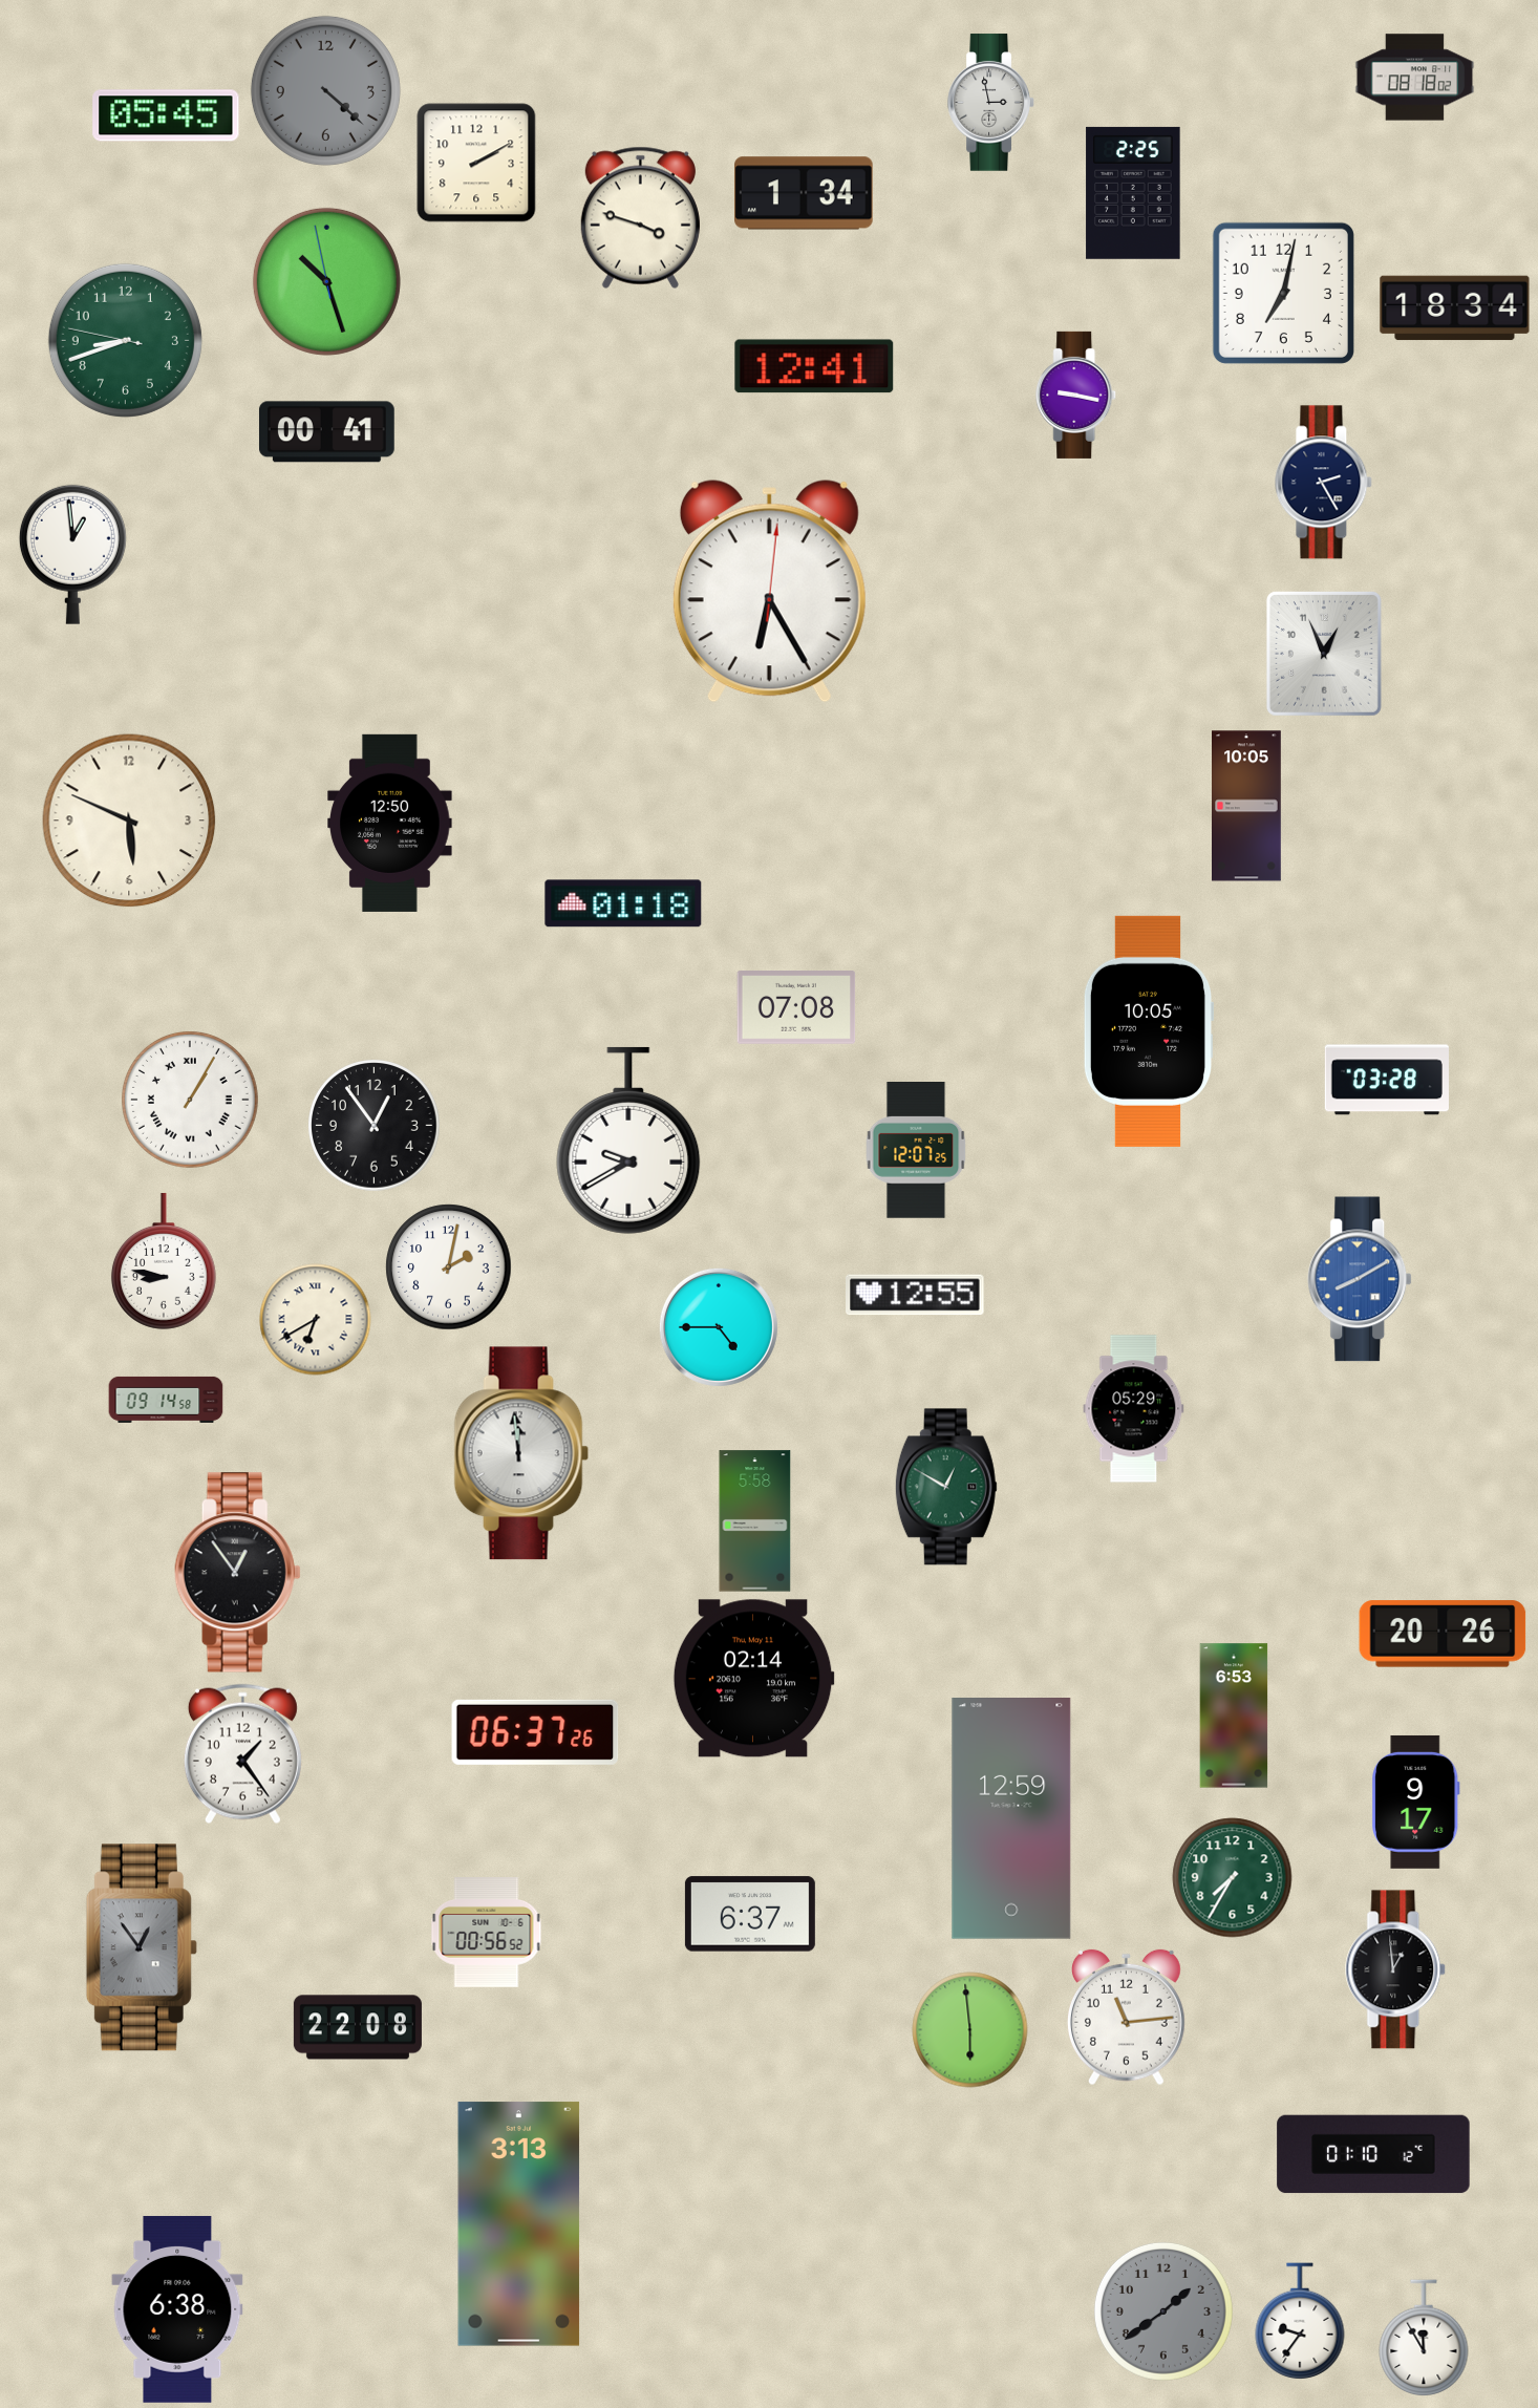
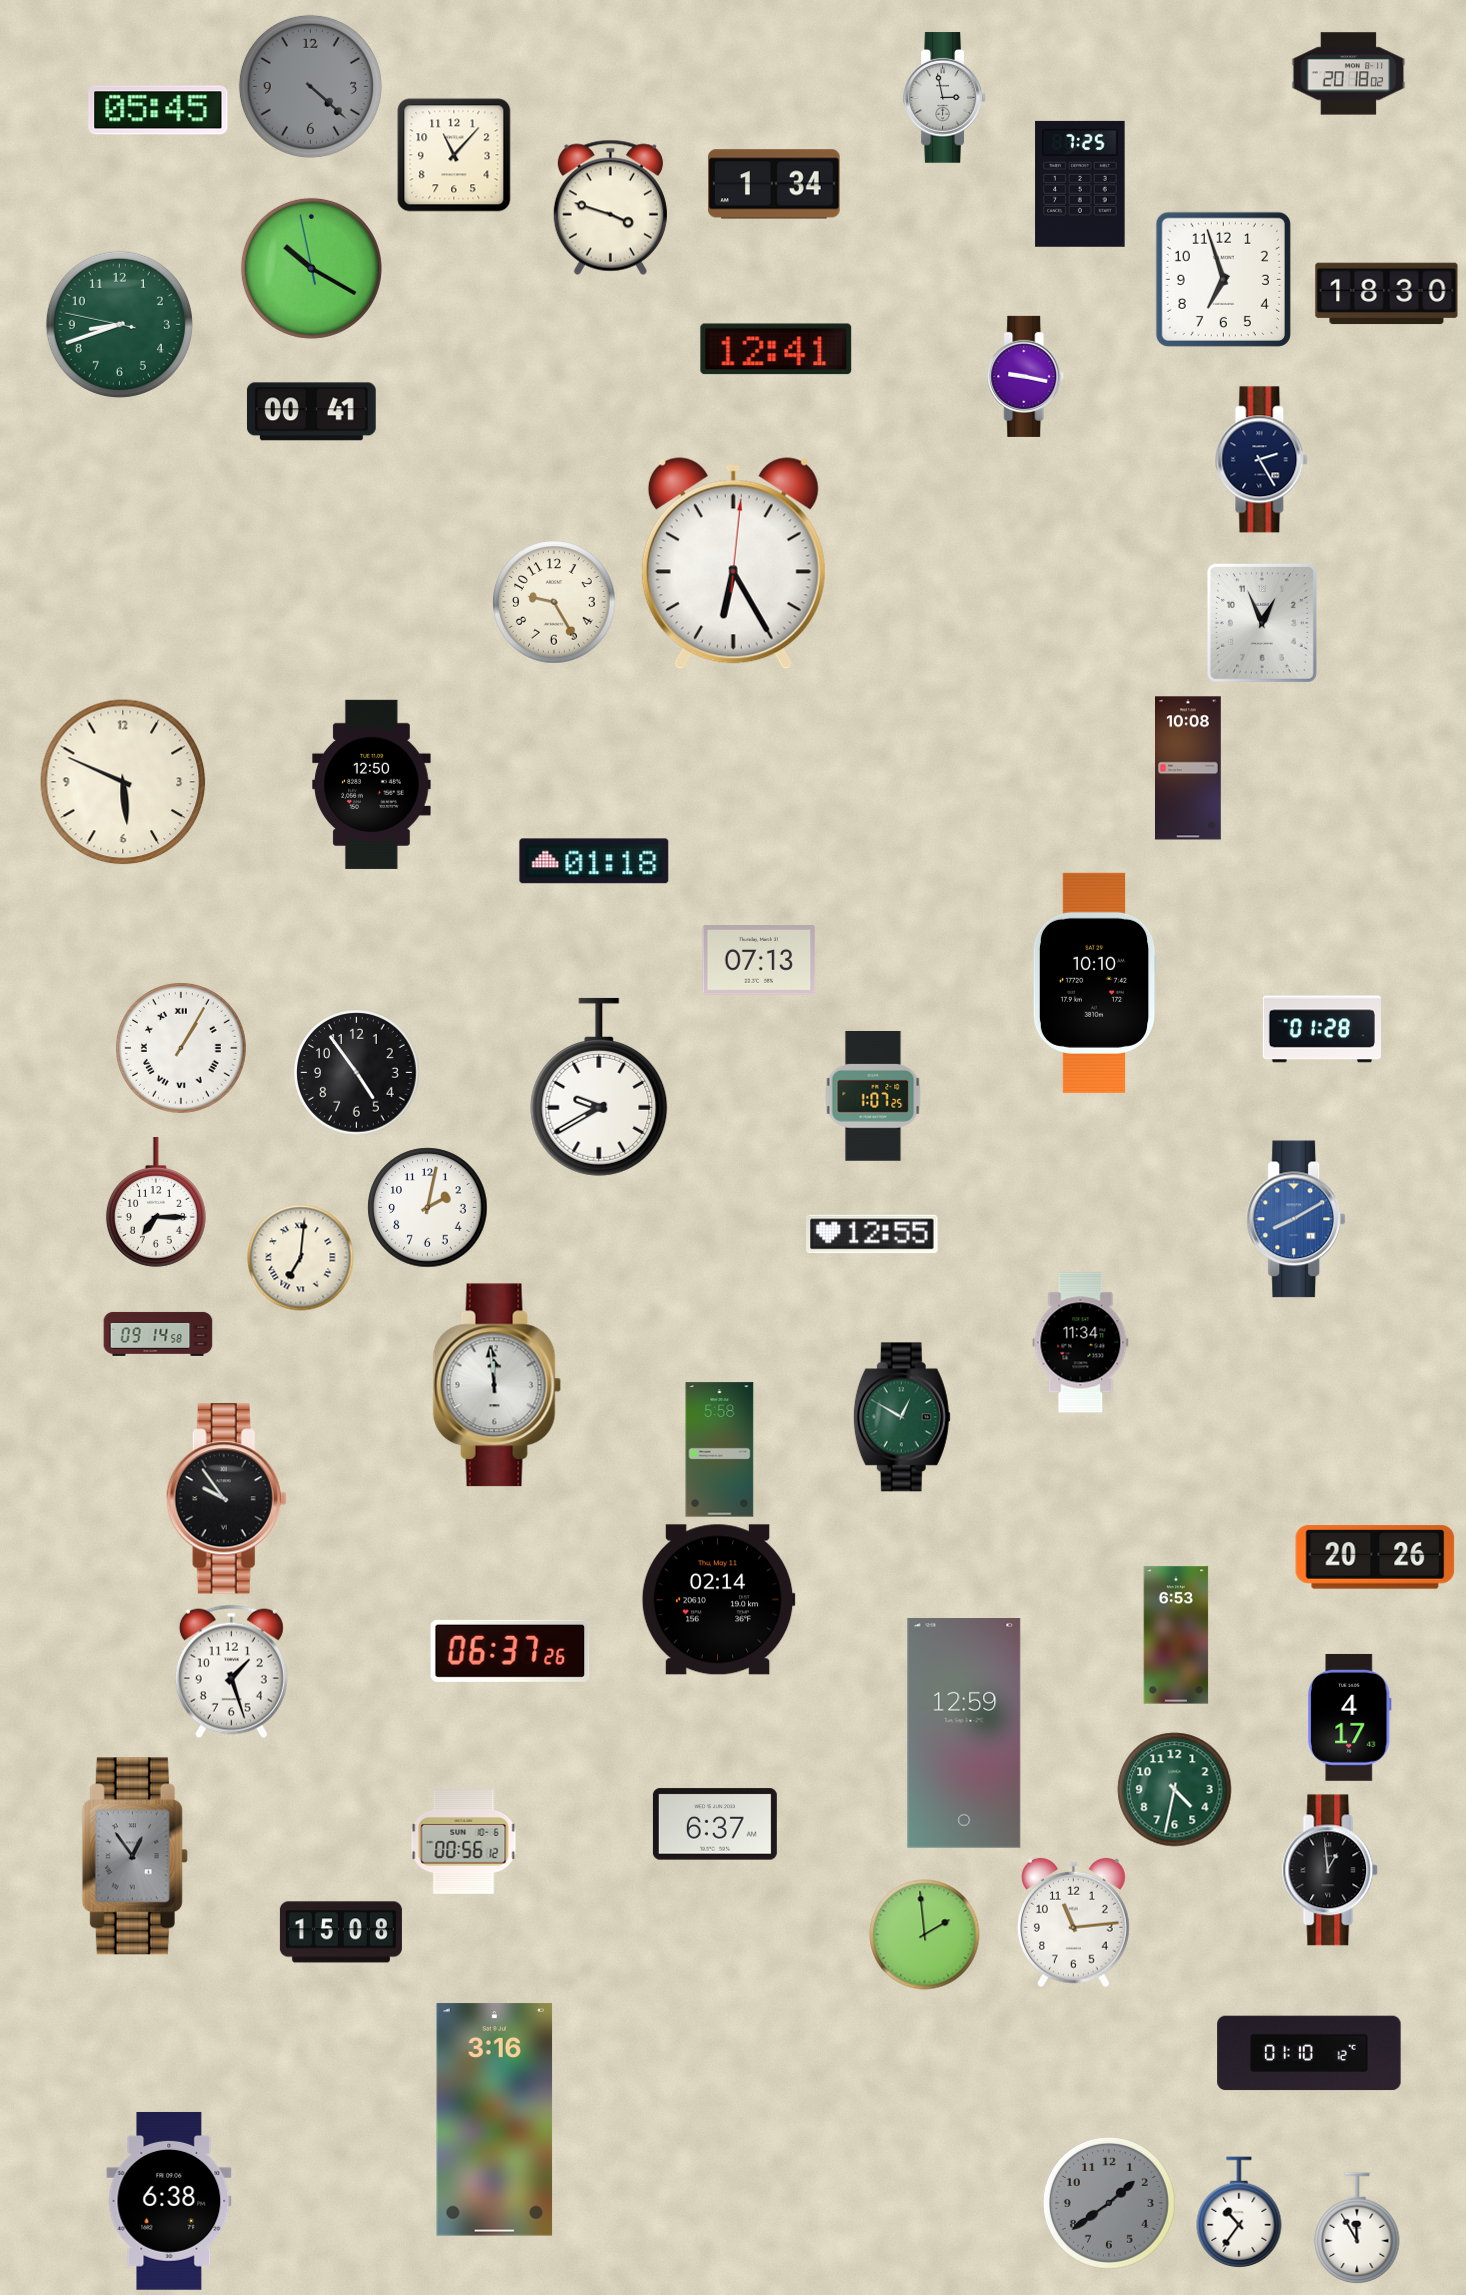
clock at (1415, 78): 08:18 -> 20:18
clock at (476, 163): 2:10 -> 11:07
clock at (804, 193) position: (804, 193) -> (774, 184)
clock at (1133, 193): 2:25 -> 7:25
clock at (326, 281): 10:26 -> 10:19
clock at (1283, 293): 7:02 -> 6:57
clock at (1455, 308): 18:34 -> 18:30
clock at (72, 554): 12:59 -> none
clock at (554, 602): none -> 9:25
clock at (1247, 806): 10:05 -> 10:08
clock at (796, 1008): 07:08 -> 07:13
clock at (1149, 1031): 10:05 -> 10:10
clock at (1387, 1080): 03:28 -> 01:28
clock at (375, 1126): 12:54 -> 4:54
clock at (916, 1150): 12:07 -> 1:07
clock at (164, 1262): 8:47 -> 7:15
clock at (316, 1320): 6:40 -> 7:01
clock at (719, 1327): 4:45 -> none
clock at (1134, 1409): 05:29 -> 11:34
clock at (237, 1573): 12:54 -> 9:54
clock at (242, 1754): 1:24 -> 1:27
clock at (1416, 1802): 9:17 -> 4:17
clock at (1233, 1878): 7:35 -> 4:32
clock at (487, 1933): 00:56:52 -> 00:56:12
clock at (1396, 1969) position: (1396, 1969) -> (1331, 1870)
clock at (358, 2027): 22:08 -> 15:08
clock at (970, 2030): 5:59 -> 1:59
clock at (519, 2224): 3:13 -> 3:16
clock at (1300, 2321): 9:36 -> 10:36
